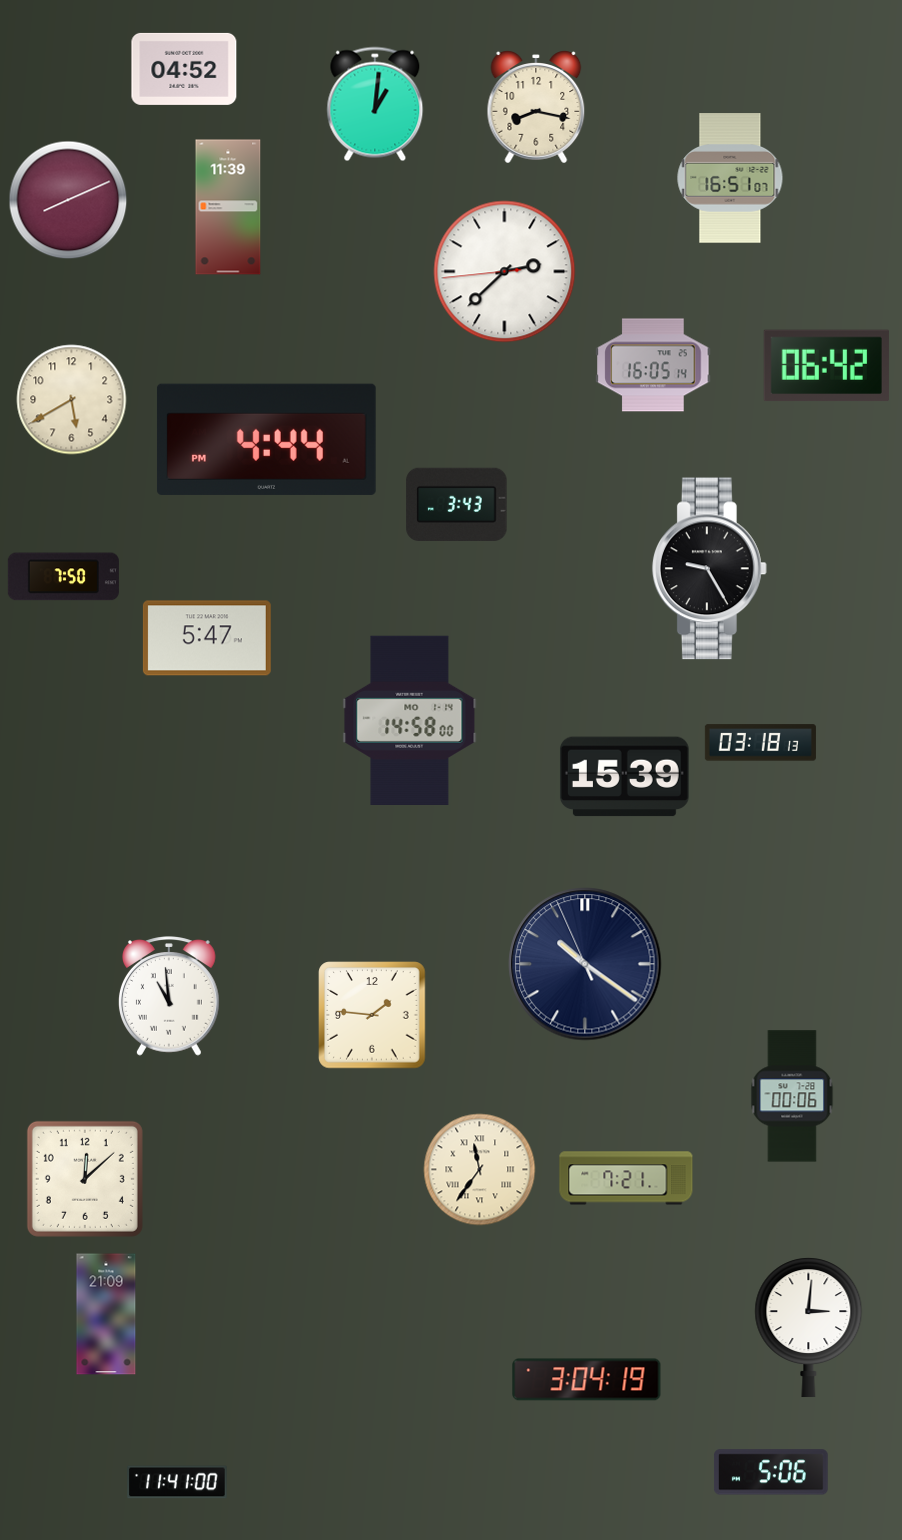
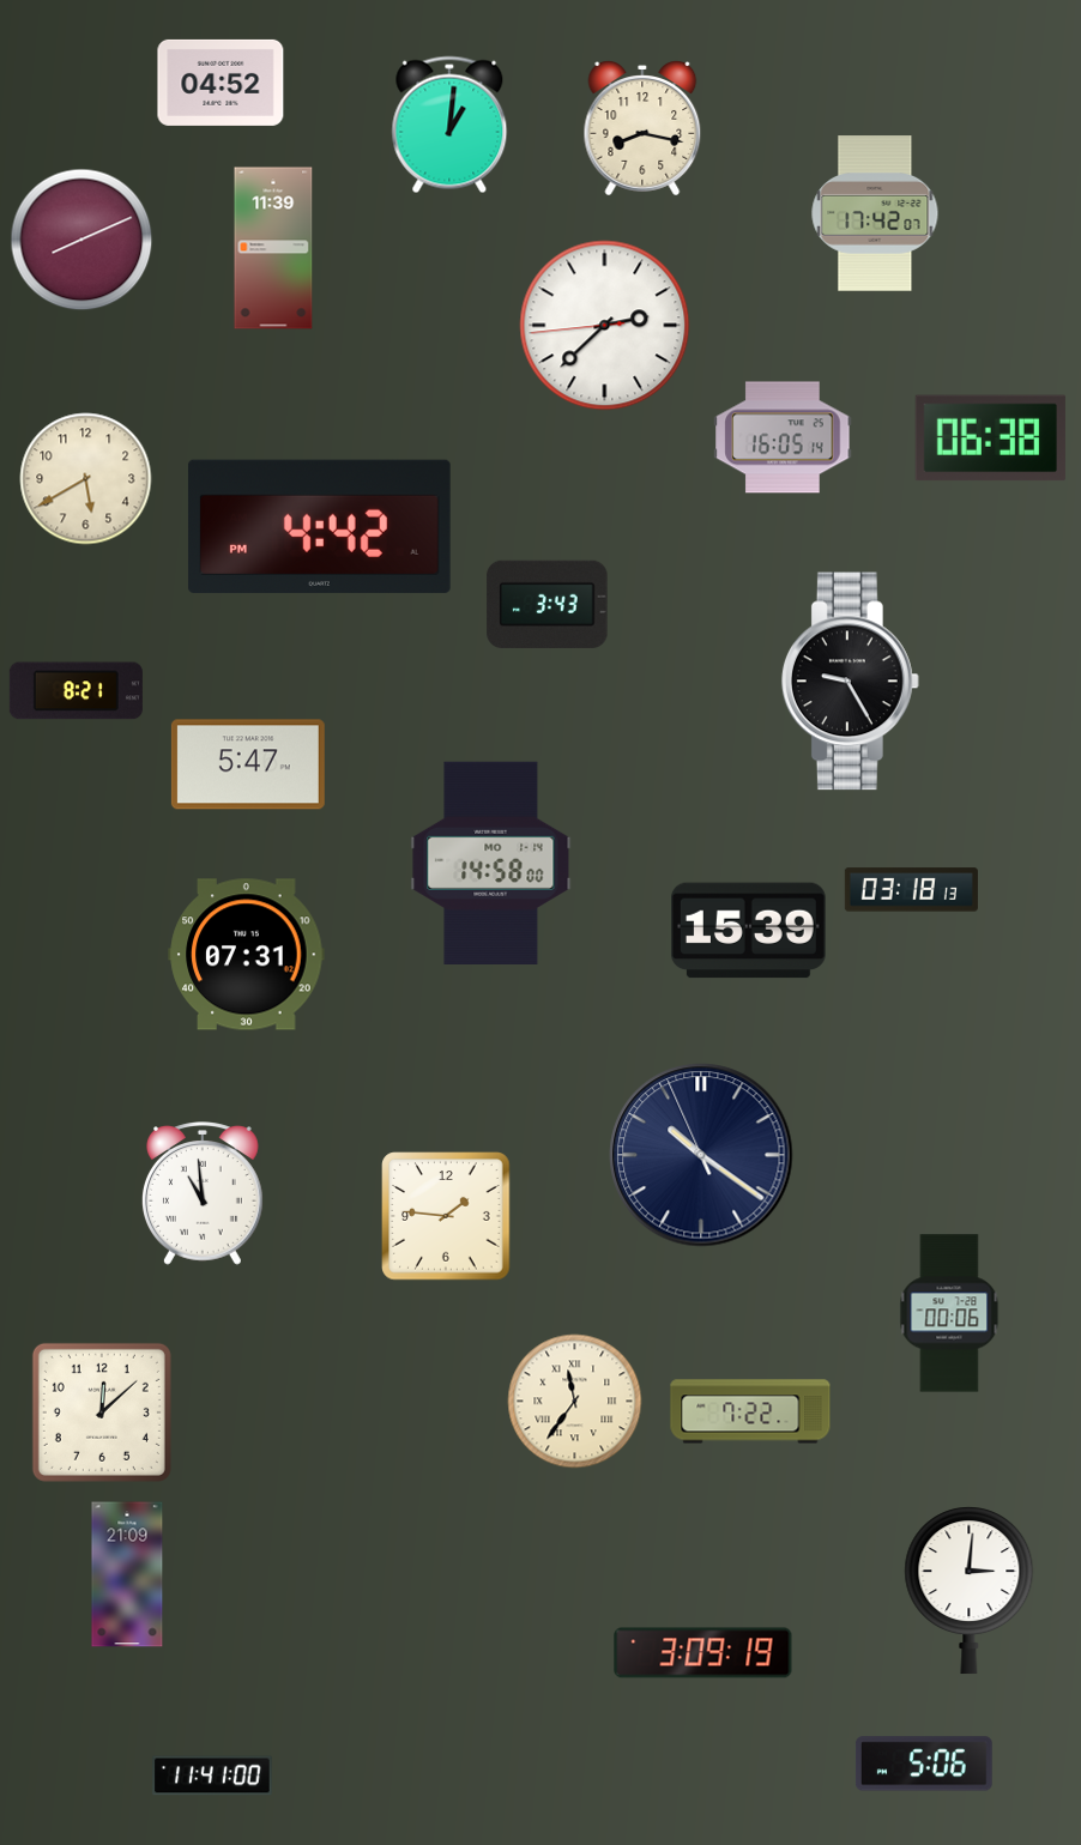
clock at (730, 178): 16:51 -> 17:42
clock at (826, 366): 06:42 -> 06:38
clock at (266, 439): 4:44 -> 4:42
clock at (63, 577): 7:50 -> 8:21
clock at (247, 955): none -> 07:31
clock at (626, 1178): 7:21 -> 7:22
clock at (587, 1380): 3:04 -> 3:09
